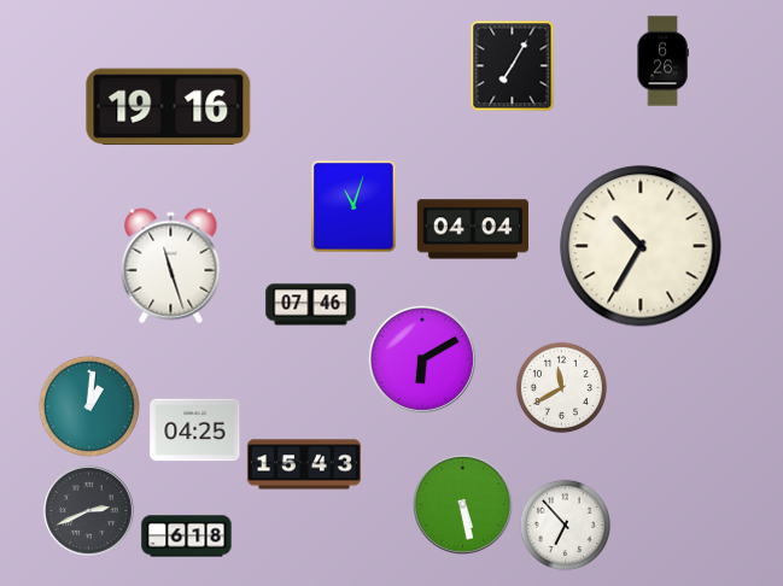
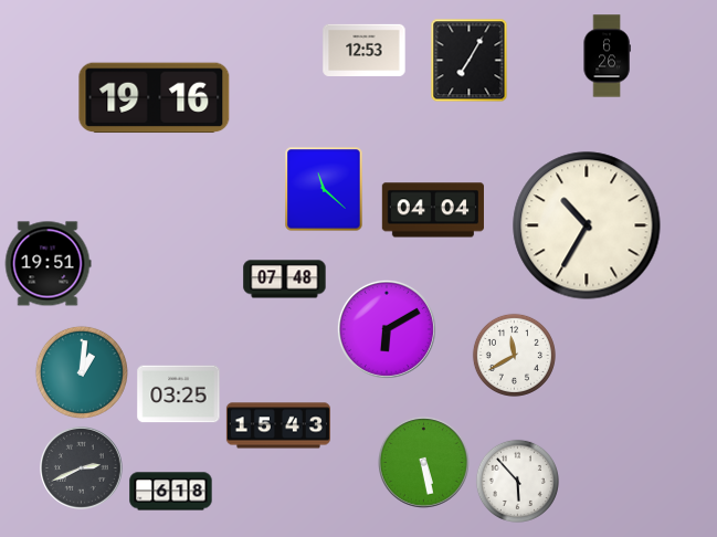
clock at (365, 50): none -> 12:53
clock at (353, 206): 11:03 -> 11:22
clock at (171, 266): 11:27 -> none
clock at (48, 264): none -> 19:51
clock at (311, 305): 07:46 -> 07:48
clock at (195, 430): 04:25 -> 03:25
clock at (565, 525): 6:53 -> 5:53
